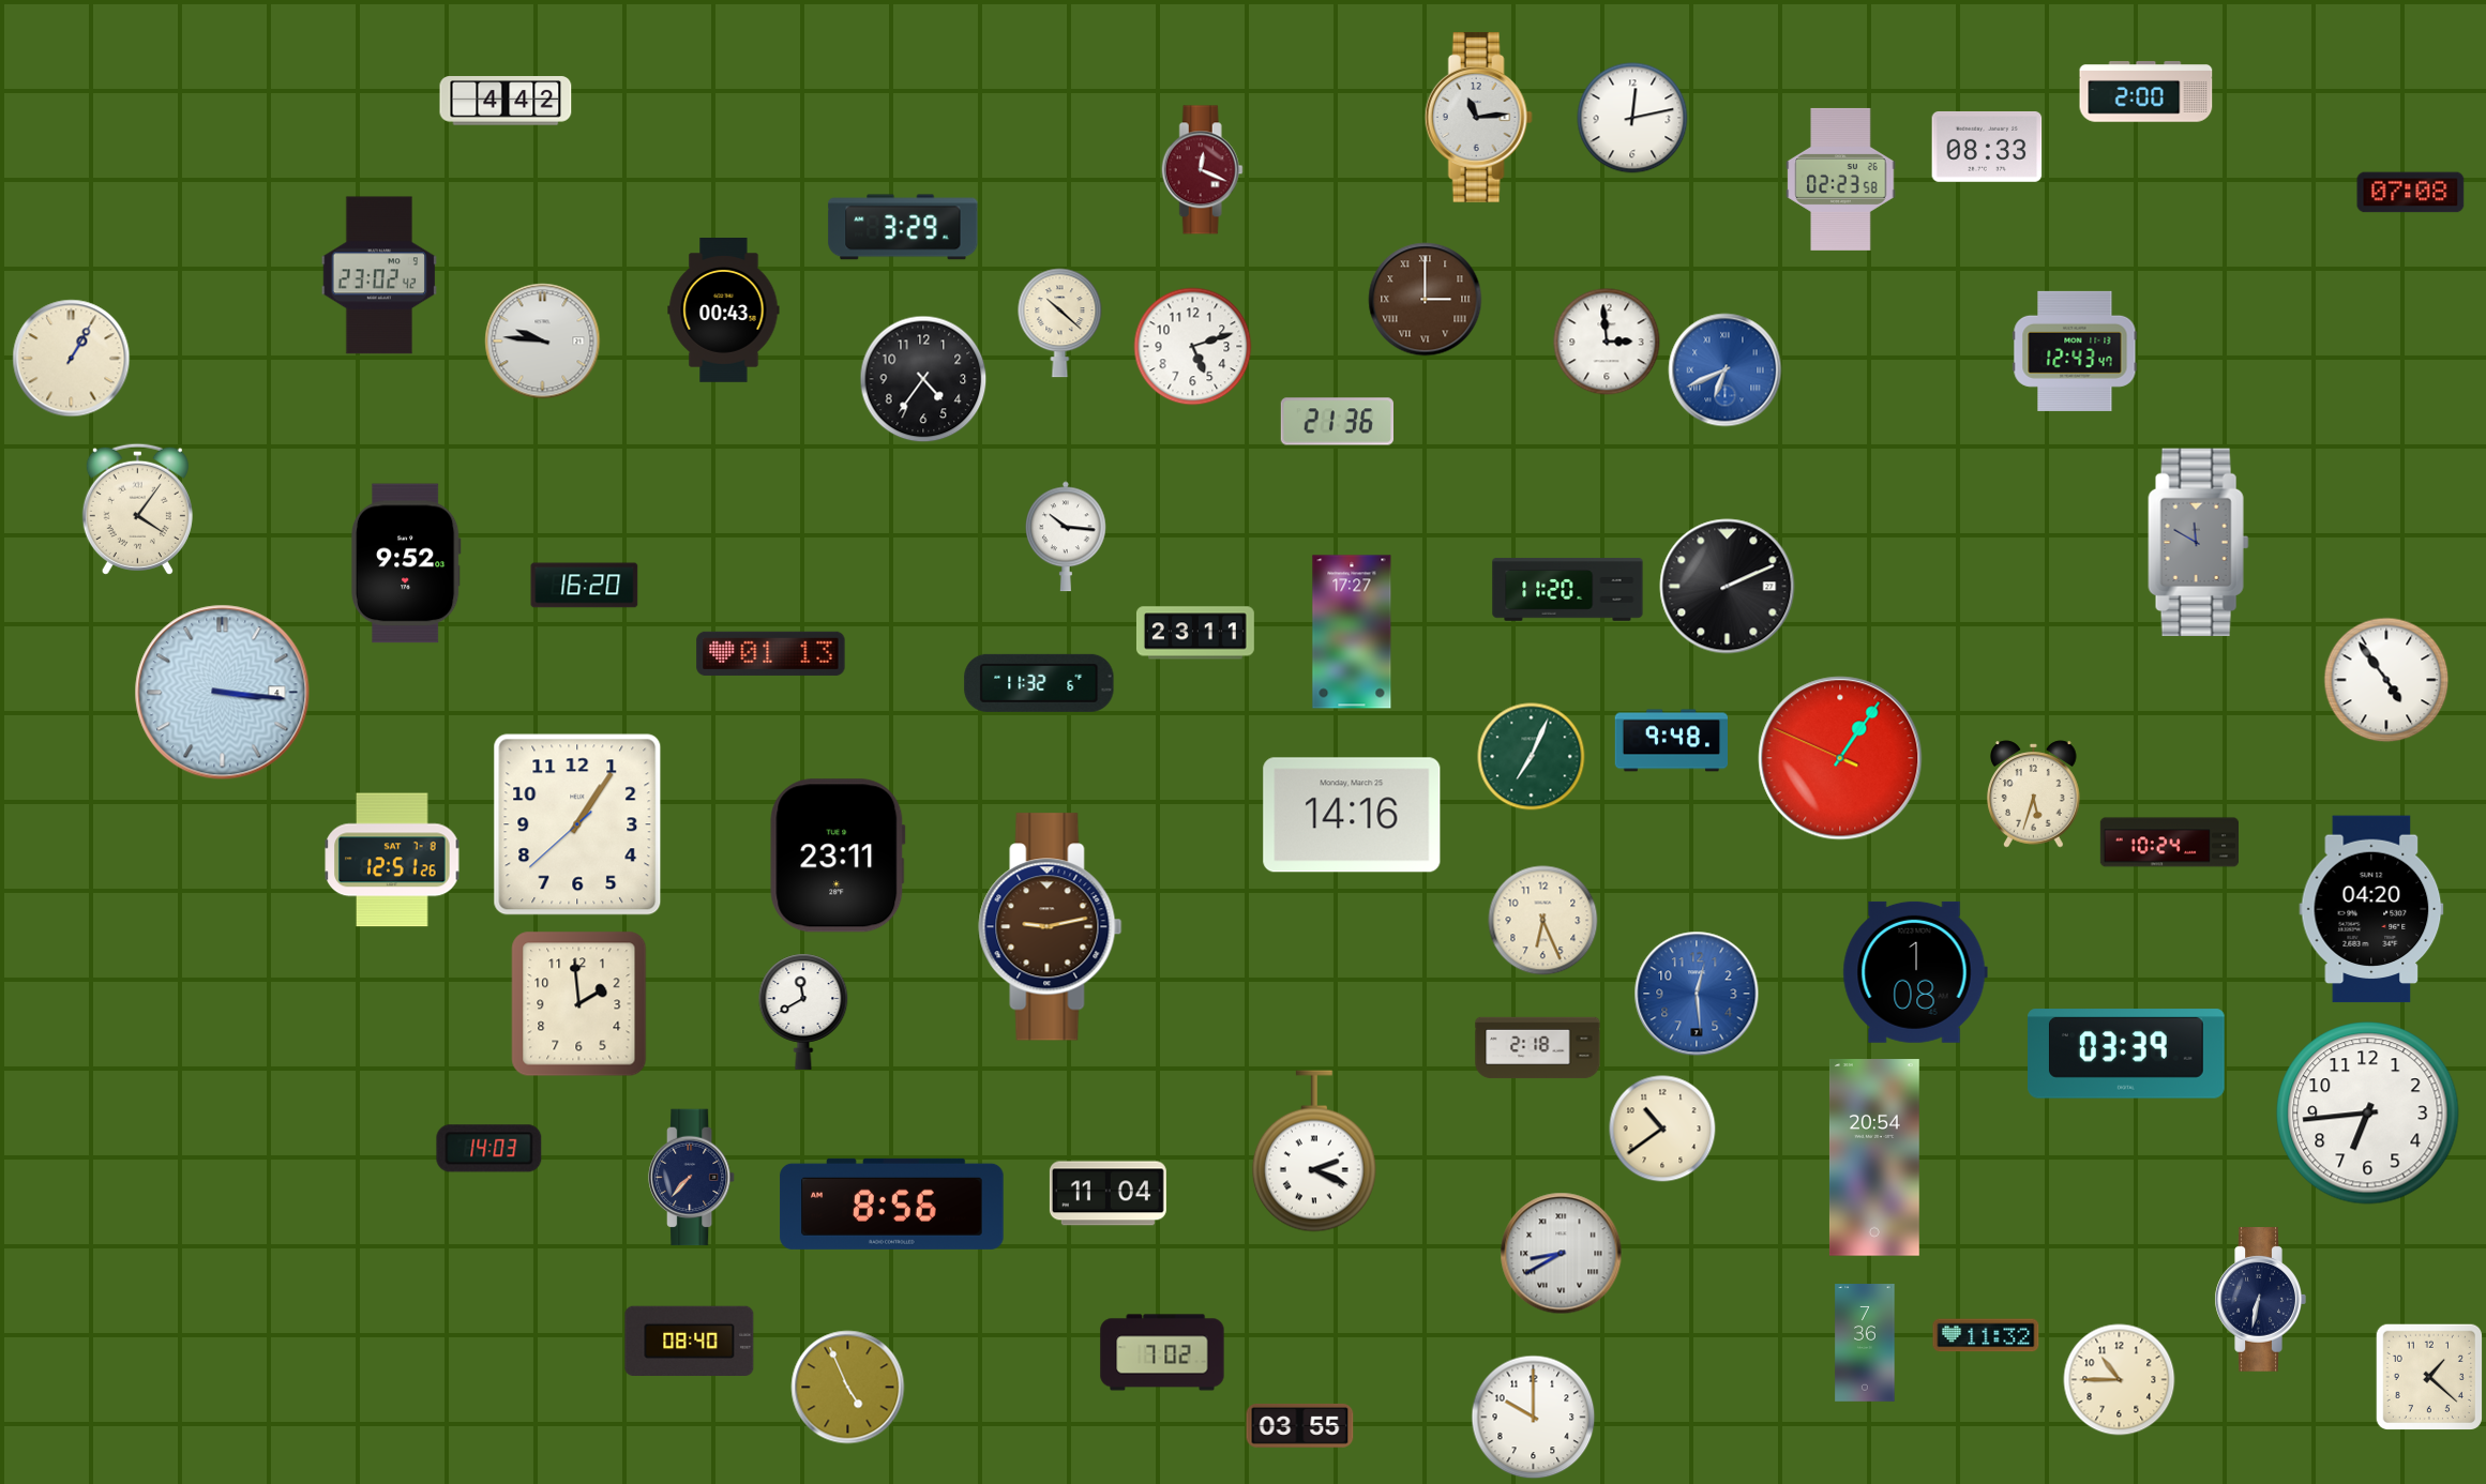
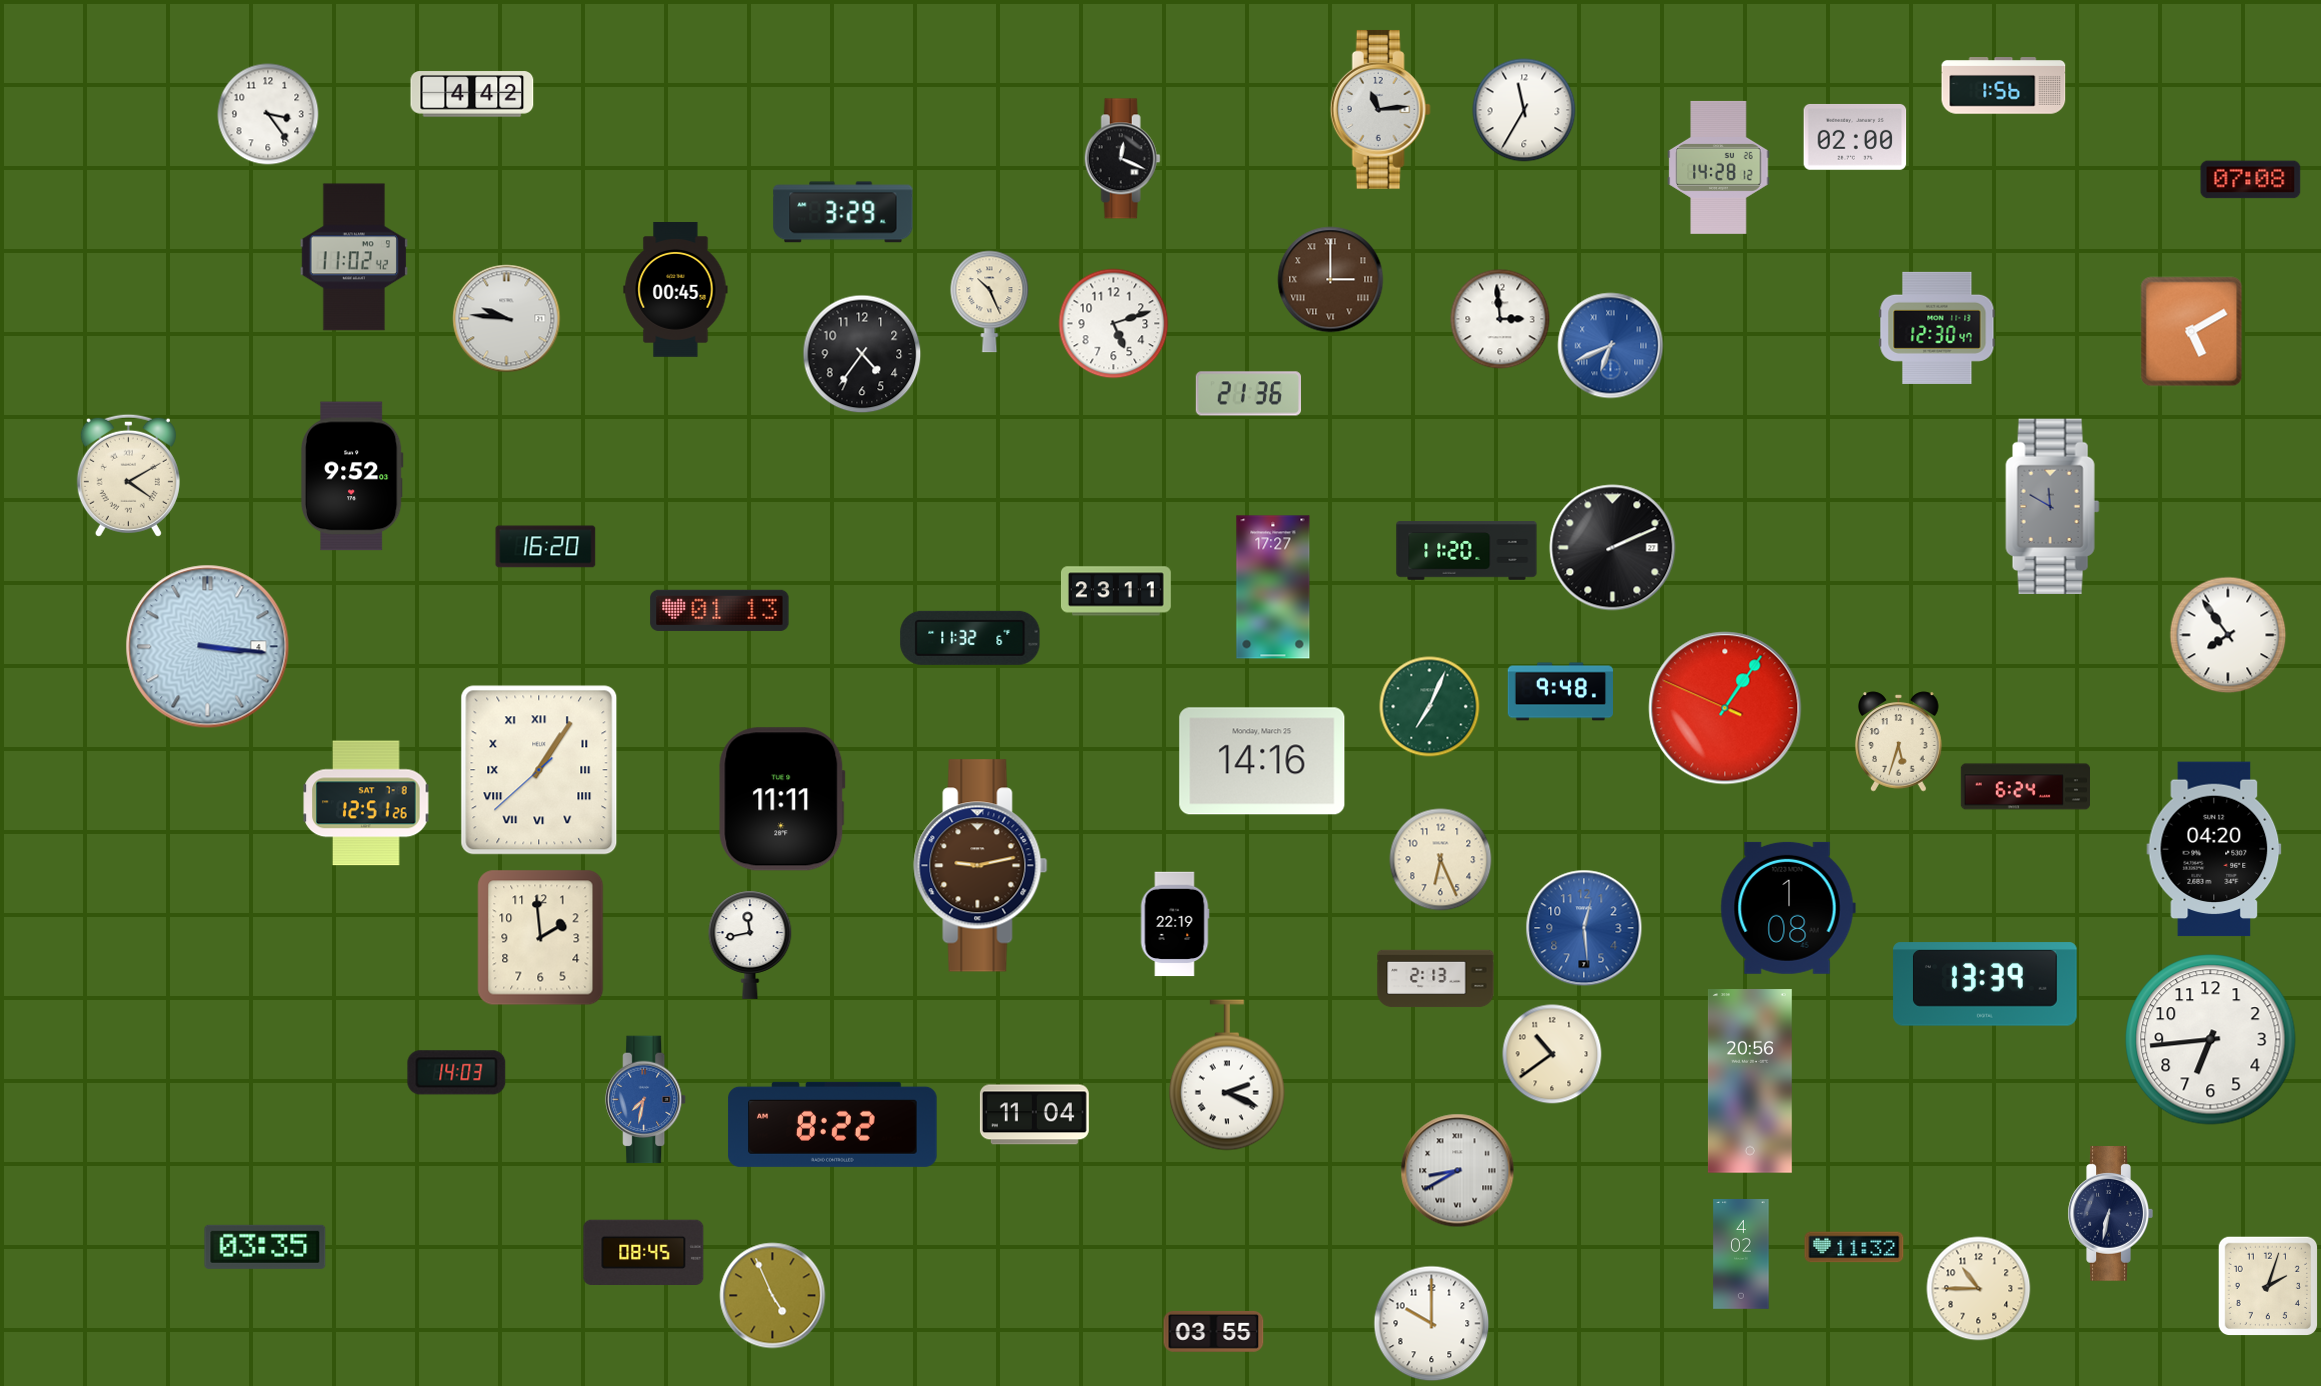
clock at (2146, 92): 2:00 -> 1:56
clock at (1632, 118): 12:13 -> 11:35
clock at (268, 114): none -> 3:24
clock at (1987, 147): 08:33 -> 02:00
clock at (1202, 170) dial: burgundy -> black
clock at (1841, 179): 02:23 -> 14:28
clock at (379, 275): 23:02 -> 11:02
clock at (724, 311): 00:43 -> 00:45
clock at (1060, 323): 10:22 -> 10:26
clock at (2075, 351): 12:43 -> 12:30
clock at (2192, 332): none -> 5:10
clock at (72, 359): 1:05 -> none
clock at (137, 509): 4:06 -> 4:10
clock at (1066, 536): 10:16 -> none
clock at (406, 563) position: (406, 563) -> (352, 476)
clock at (1568, 590) position: (1568, 590) -> (1467, 551)
clock at (1352, 632) position: (1352, 632) -> (1273, 587)
clock at (2386, 680): 4:54 -> 7:54
clock at (1840, 758) position: (1840, 758) -> (1725, 708)
clock at (577, 824) numerals: Arabic -> Roman
clock at (2170, 843): 10:24 -> 6:24
clock at (838, 855): 23:11 -> 11:11
clock at (1175, 924): none -> 22:19
clock at (803, 1012): 11:40 -> 11:43
clock at (1538, 1048): 2:18 -> 2:13
clock at (2126, 1054): 03:39 -> 13:39
clock at (1874, 1157): 20:54 -> 20:56
clock at (692, 1178): 7:37 -> 7:32
clock at (692, 1178) dial: navy -> blue
clock at (892, 1203): 8:56 -> 8:22
clock at (265, 1247): none -> 03:35
clock at (690, 1341): 08:40 -> 08:45
clock at (1865, 1344): 7:36 -> 4:02
clock at (1162, 1352): 7:02 -> none
clock at (2428, 1376): 1:22 -> 2:03
clock at (848, 1388) position: (848, 1388) -> (773, 1296)
